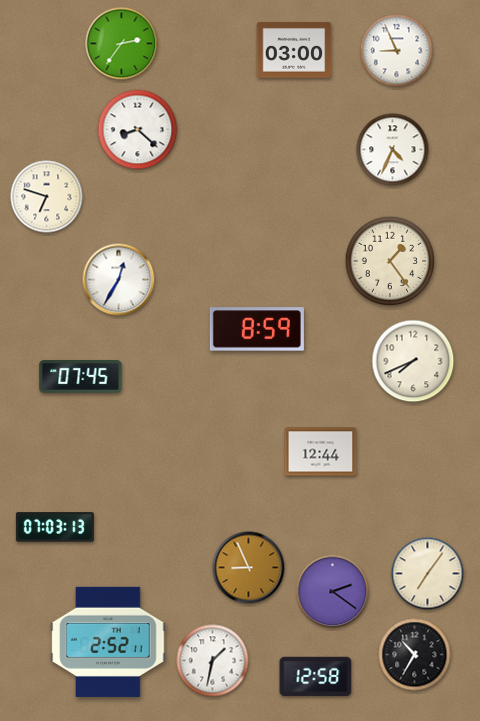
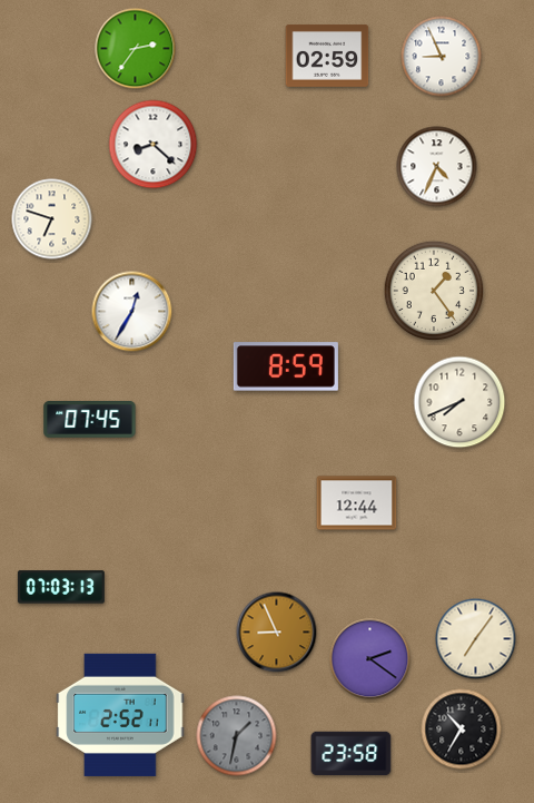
clock at (294, 51): 03:00 -> 02:59
clock at (213, 661) dial: white -> grey
clock at (316, 677): 12:58 -> 23:58
